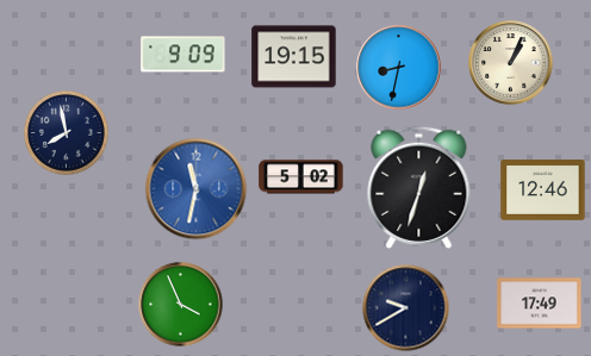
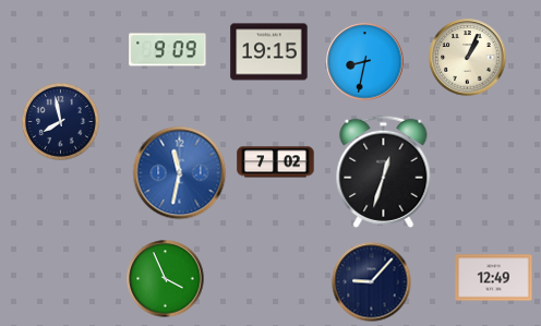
clock at (301, 177): 5:02 -> 7:02
clock at (543, 191): 12:46 -> none
clock at (540, 304): 17:49 -> 12:49
clock at (406, 308): 9:40 -> 9:07
